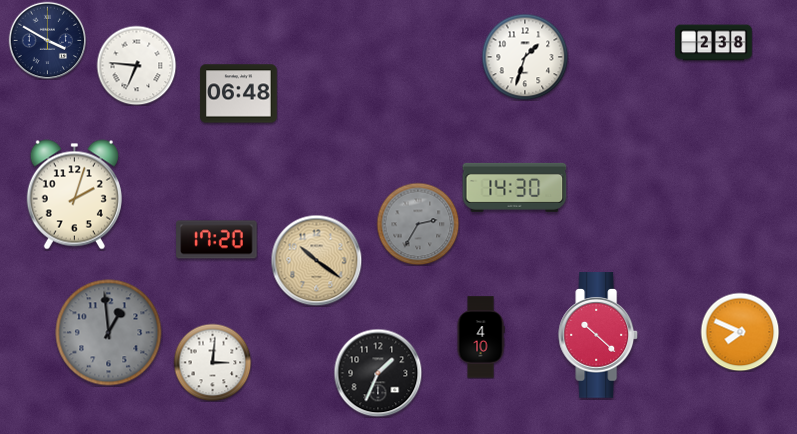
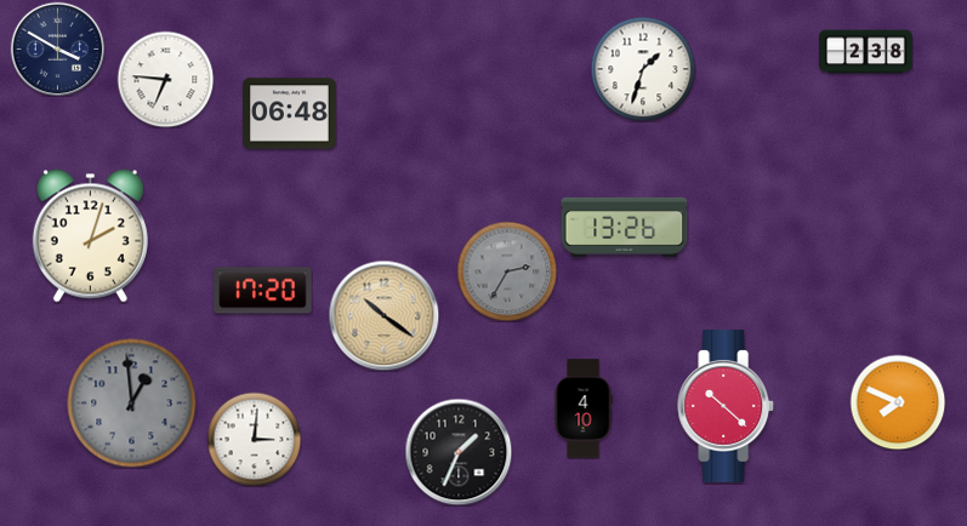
clock at (525, 57) position: (525, 57) -> (643, 69)
clock at (515, 187): 14:30 -> 13:26
clock at (212, 362) position: (212, 362) -> (254, 439)
